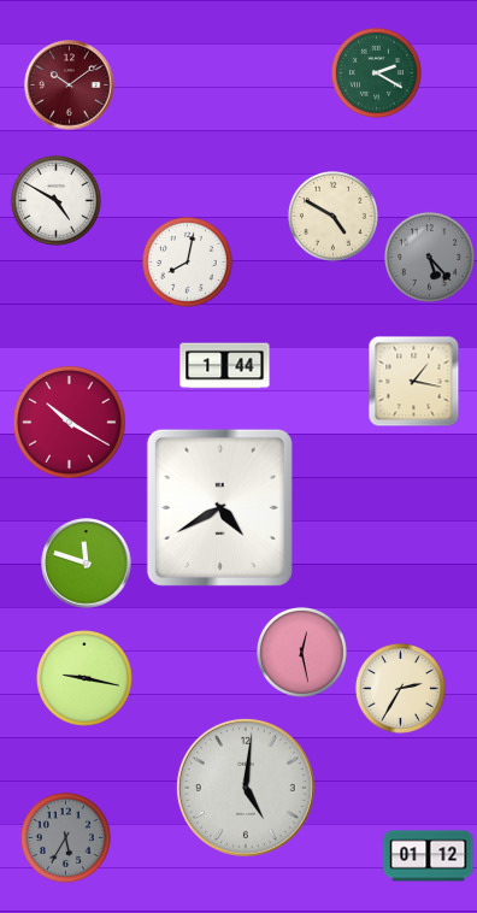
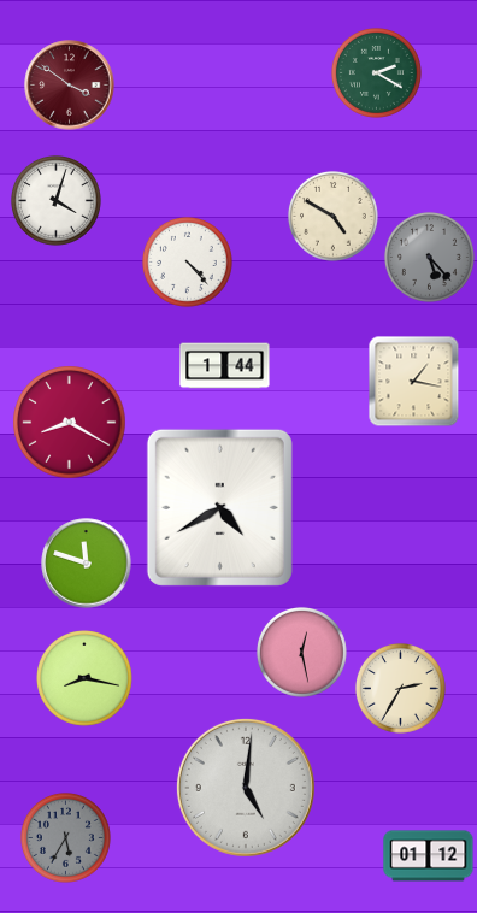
clock at (70, 86): 10:09 -> 3:51
clock at (55, 200): 4:50 -> 4:03
clock at (187, 261): 8:02 -> 4:23
clock at (70, 423): 10:20 -> 8:20
clock at (86, 679): 9:17 -> 8:17
